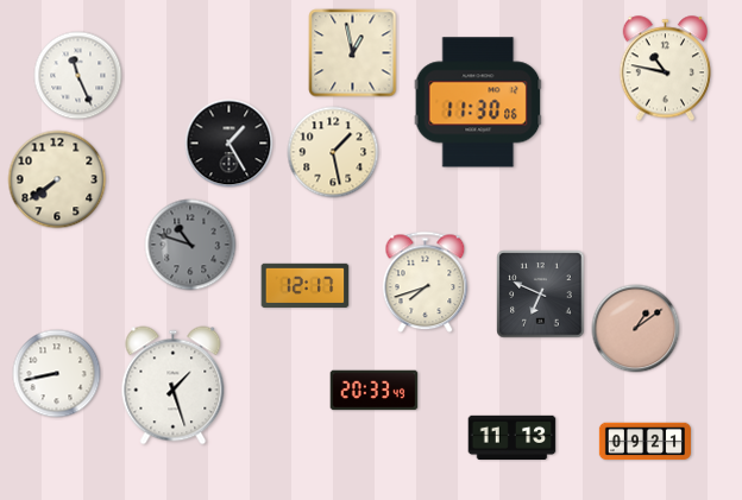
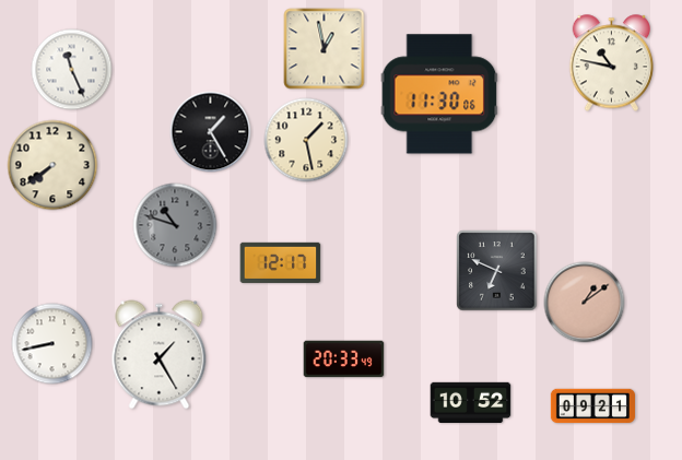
clock at (426, 283): 7:42 -> none
clock at (174, 386): 1:27 -> 1:25
clock at (513, 437): 11:13 -> 10:52
